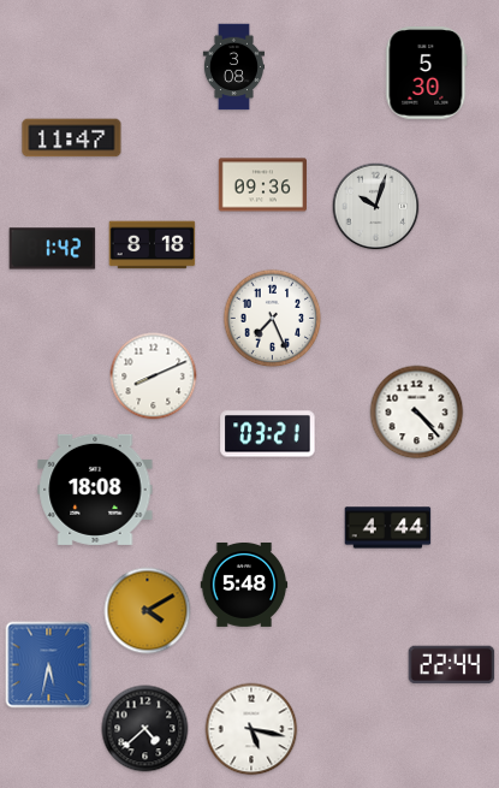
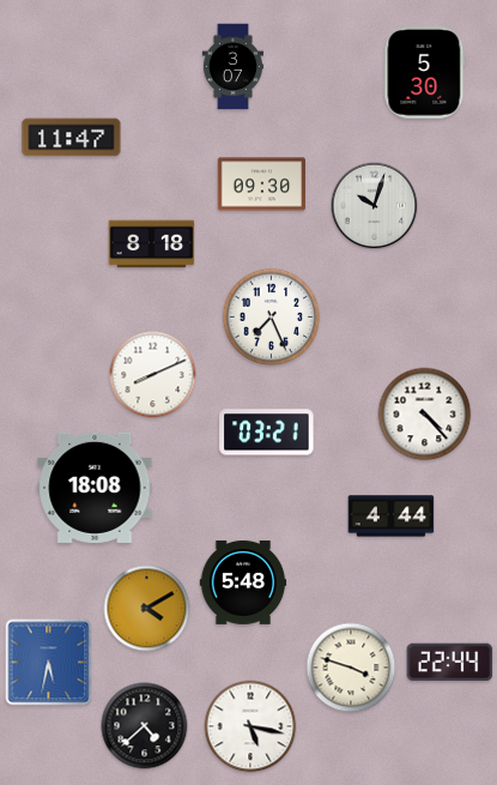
clock at (233, 67): 3:08 -> 3:07
clock at (262, 185): 09:36 -> 09:30
clock at (53, 249): 1:42 -> none
clock at (417, 413) position: (417, 413) -> (425, 415)
clock at (388, 528) position: (388, 528) -> (392, 517)
clock at (351, 668): none -> 3:48
